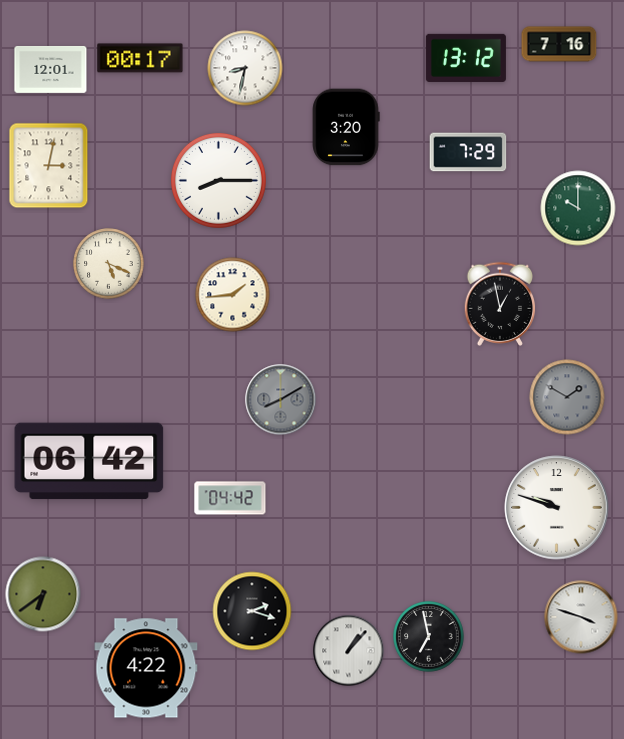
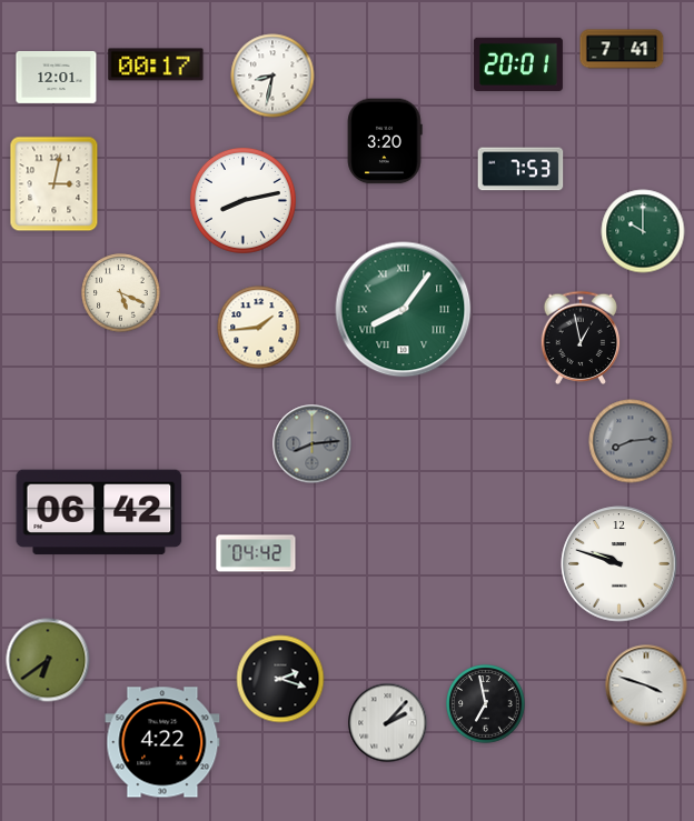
clock at (559, 44): 7:16 -> 7:41
clock at (466, 58): 13:12 -> 20:01
clock at (468, 152): 7:29 -> 7:53
clock at (218, 180): 8:15 -> 8:13
clock at (404, 310): none -> 8:06
clock at (500, 304) position: (500, 304) -> (581, 338)
clock at (567, 397): 1:50 -> 8:14
clock at (281, 400): 8:10 -> 8:14
clock at (429, 637) position: (429, 637) -> (486, 704)
clock at (349, 651): 1:07 -> 2:07
